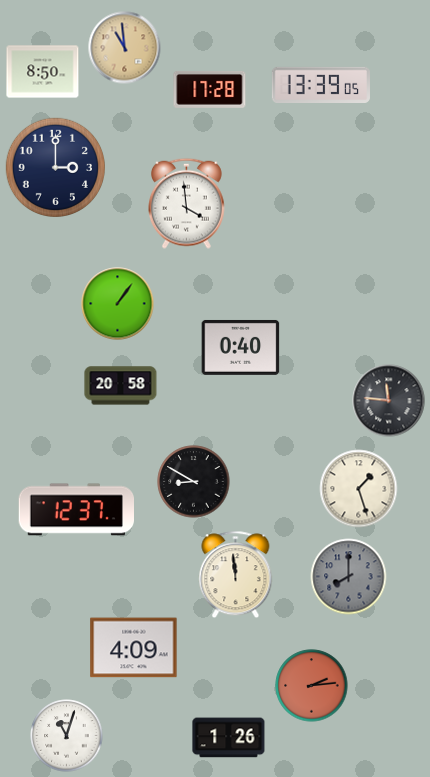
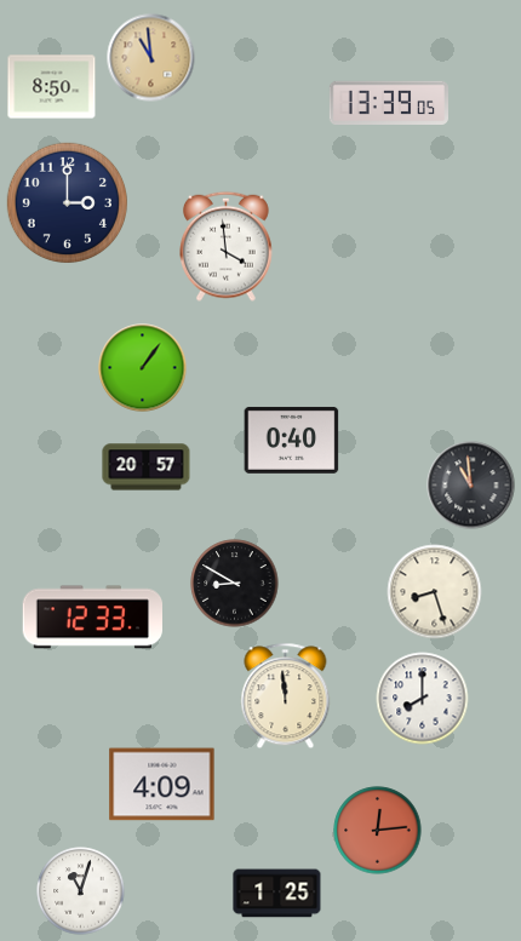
clock at (210, 89): 17:28 -> none
clock at (241, 347) position: (241, 347) -> (292, 440)
clock at (121, 386): 20:58 -> 20:57
clock at (389, 401): 11:46 -> 10:59
clock at (359, 489): 1:27 -> 8:27
clock at (76, 510): 12:37 -> 12:33
clock at (349, 577) dial: grey -> white
clock at (312, 686): 2:14 -> 12:14
clock at (229, 738): 1:26 -> 1:25
